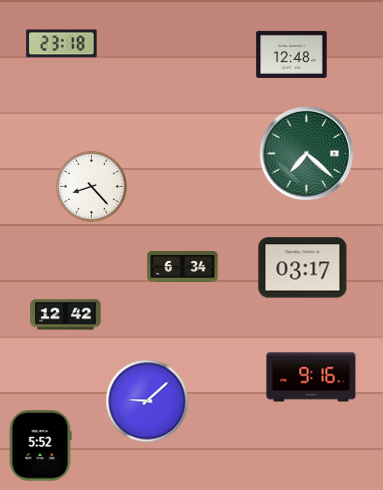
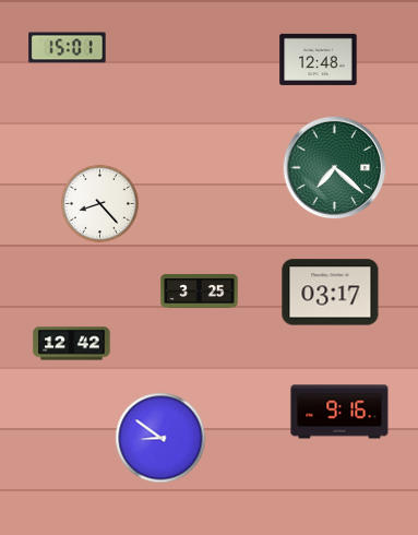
clock at (62, 44): 23:18 -> 15:01
clock at (183, 266): 6:34 -> 3:25
clock at (147, 401): 9:08 -> 8:51
clock at (40, 446): 5:52 -> none
